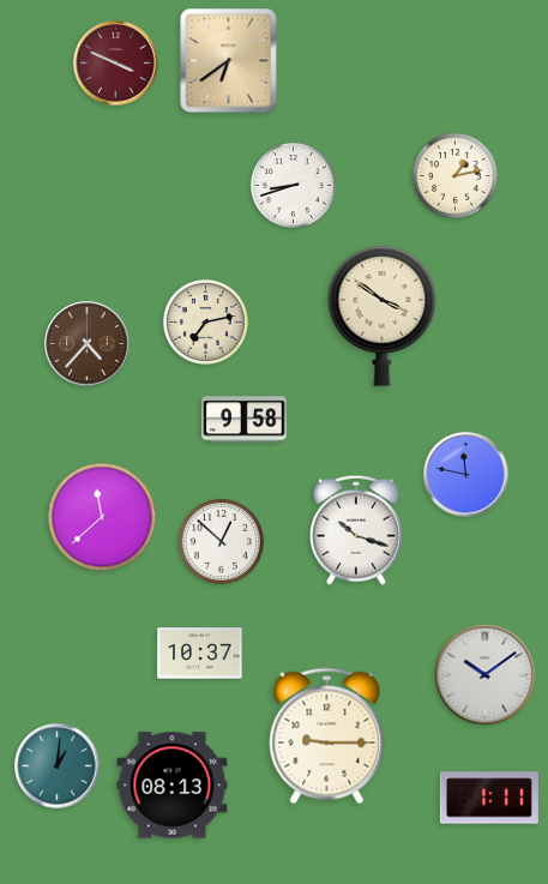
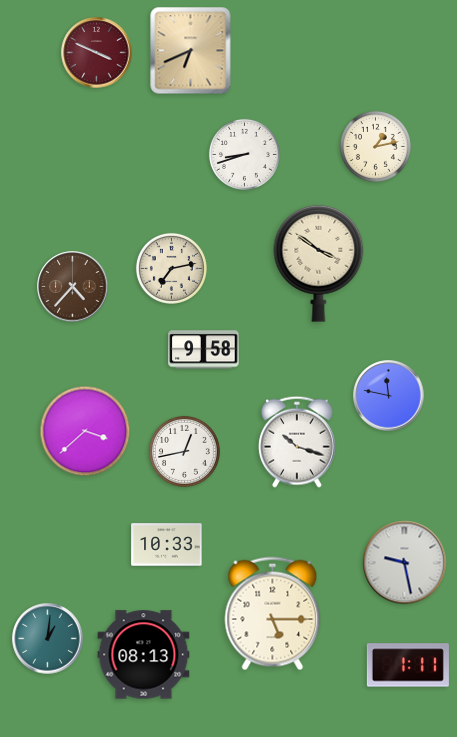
clock at (229, 61): 6:39 -> 6:41
clock at (454, 175) position: (454, 175) -> (375, 146)
clock at (102, 517): 11:38 -> 3:38
clock at (221, 541): 12:52 -> 12:43
clock at (200, 654): 10:37 -> 10:33
clock at (486, 675): 10:09 -> 9:28
clock at (327, 736): 9:15 -> 5:15
